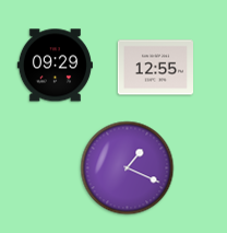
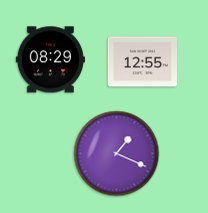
clock at (55, 66): 09:29 -> 08:29
